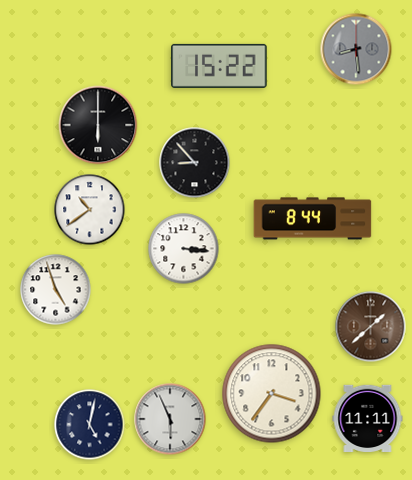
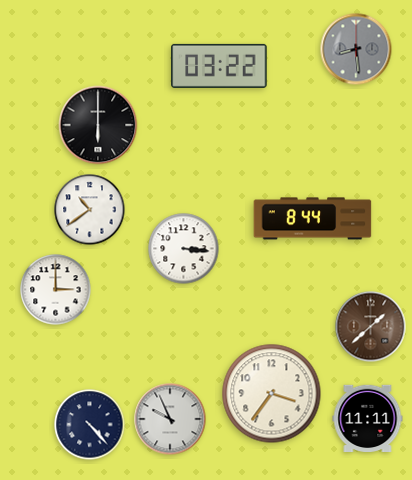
clock at (219, 66): 15:22 -> 03:22
clock at (195, 163): 8:53 -> none
clock at (56, 290): 4:57 -> 3:00
clock at (170, 419): 5:56 -> 9:56
clock at (90, 425): 5:02 -> 4:23
